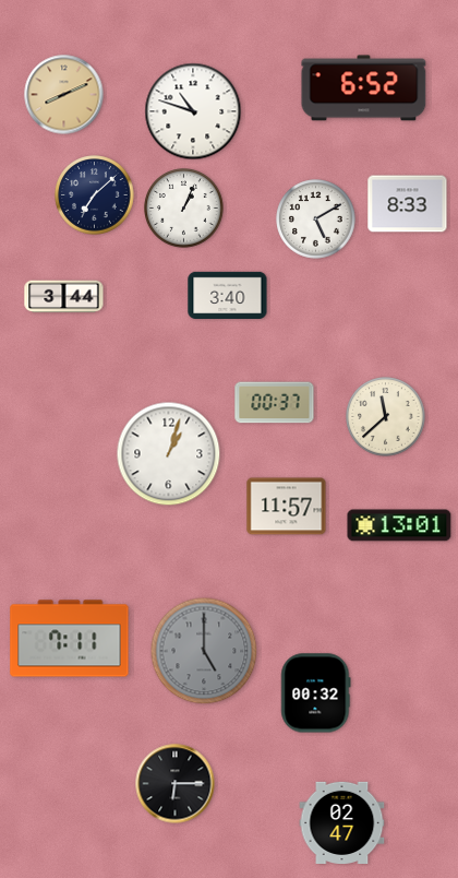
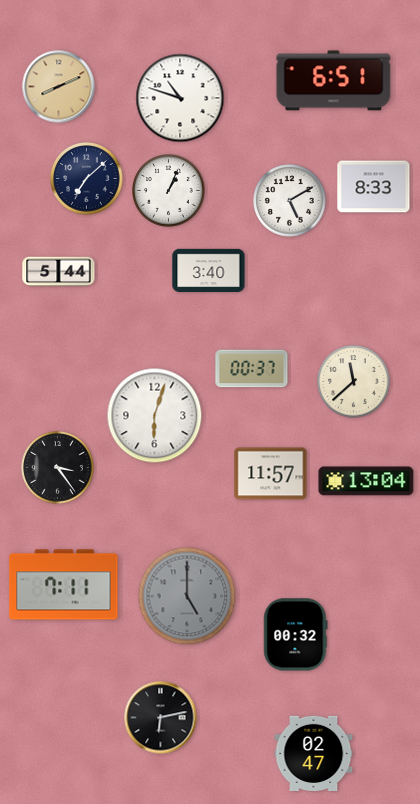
clock at (364, 88): 6:52 -> 6:51
clock at (193, 111) position: (193, 111) -> (180, 98)
clock at (64, 297): 3:44 -> 5:44
clock at (169, 454): 1:03 -> 6:03
clock at (287, 507) position: (287, 507) -> (271, 474)
clock at (58, 468): none -> 3:24
clock at (399, 525): 13:01 -> 13:04
clock at (316, 693) position: (316, 693) -> (296, 635)
clock at (176, 784): 6:15 -> 6:13
